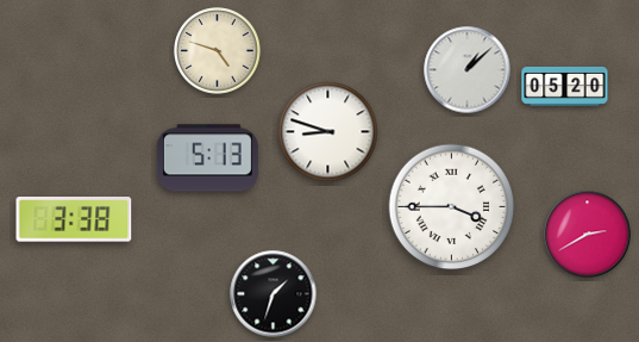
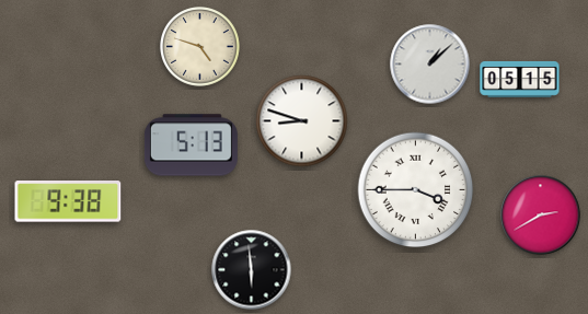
clock at (565, 86): 05:20 -> 05:15
clock at (74, 219): 3:38 -> 9:38
clock at (274, 294): 1:33 -> 5:59
